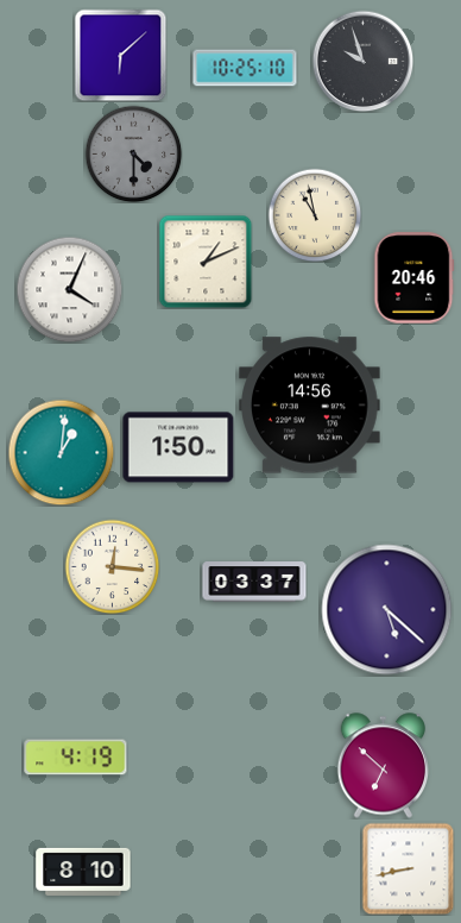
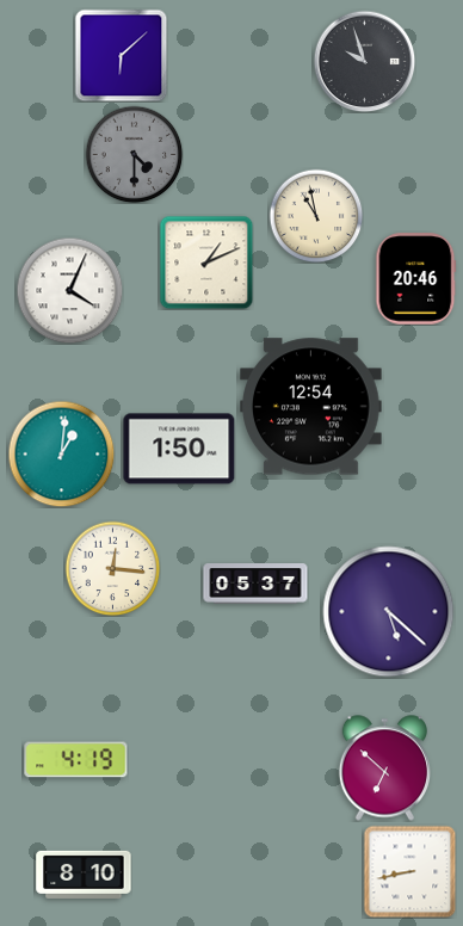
clock at (245, 68): 10:25 -> none
clock at (310, 406): 14:56 -> 12:54
clock at (254, 582): 03:37 -> 05:37
